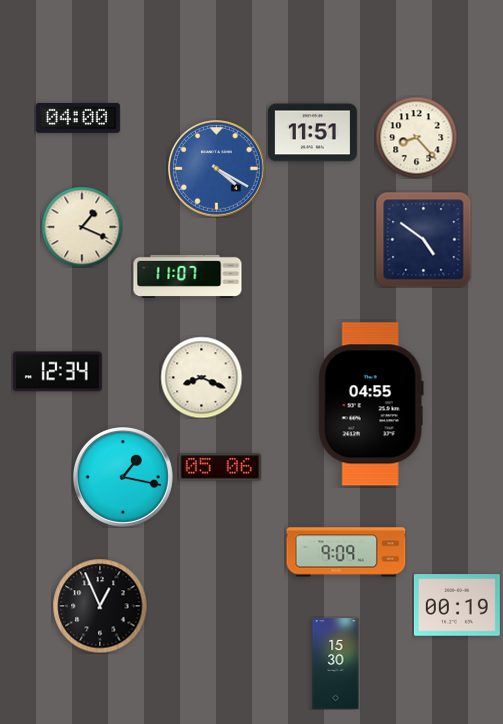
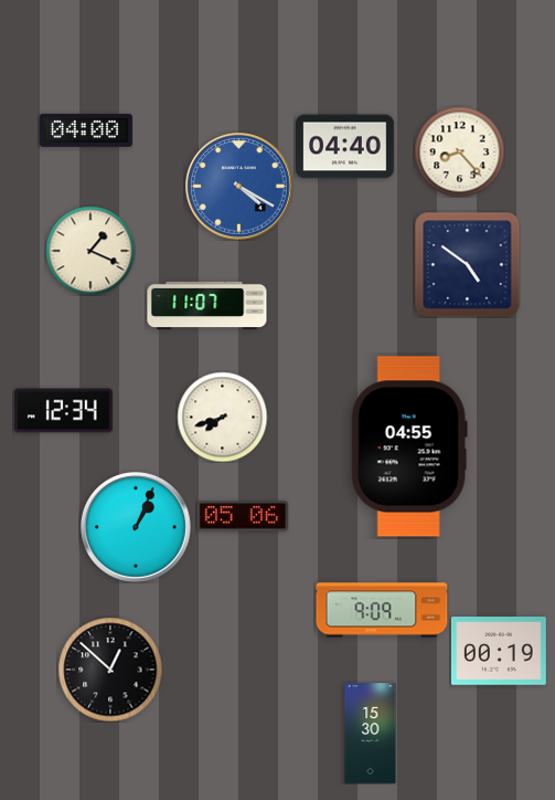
clock at (313, 133): 11:51 -> 04:40
clock at (201, 377): 8:19 -> 7:42
clock at (123, 477): 1:17 -> 1:04
clock at (457, 605) position: (457, 605) -> (499, 651)
clock at (100, 606): 12:56 -> 12:52
